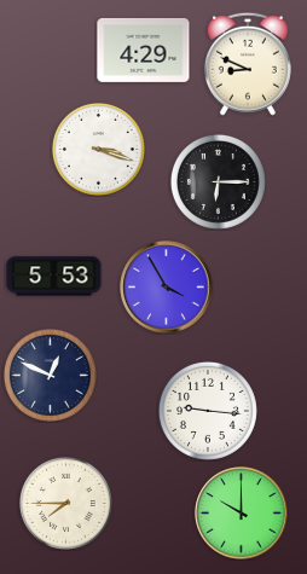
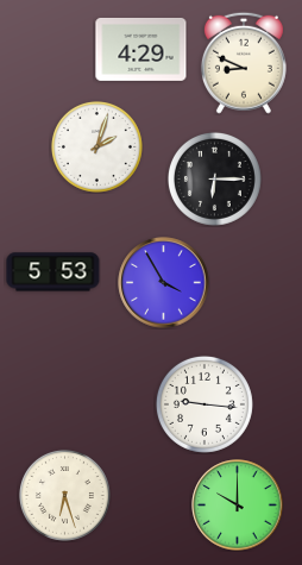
clock at (98, 149): 3:18 -> 2:03
clock at (50, 375): 12:49 -> none
clock at (65, 503): 7:45 -> 6:27
